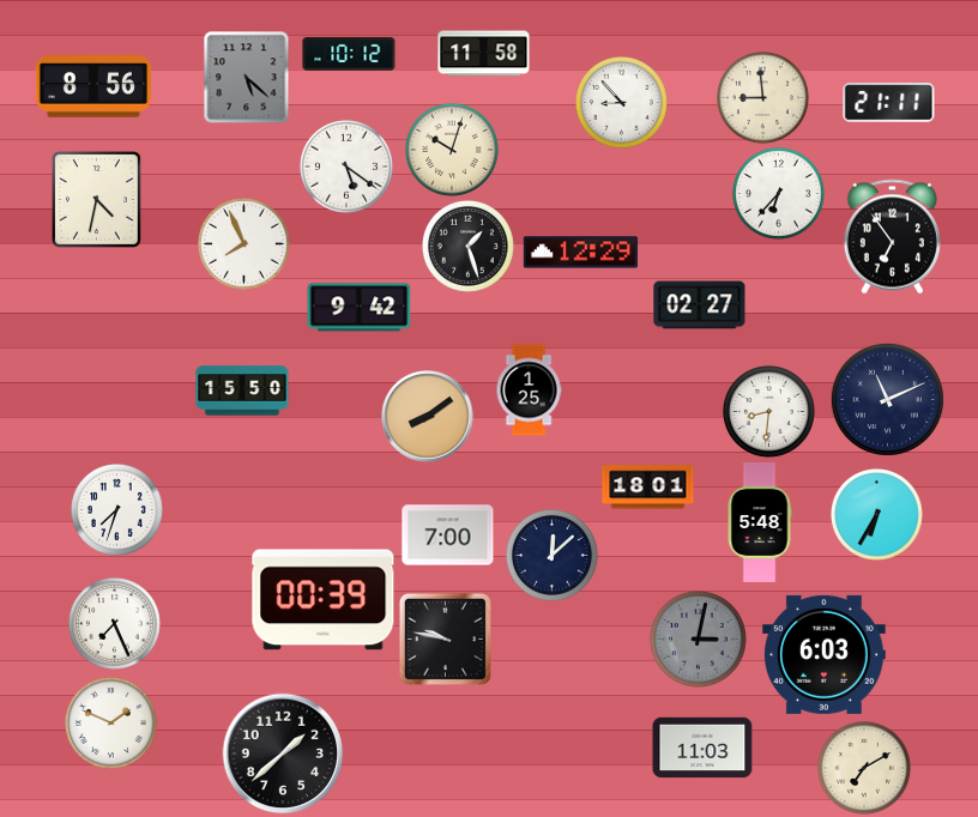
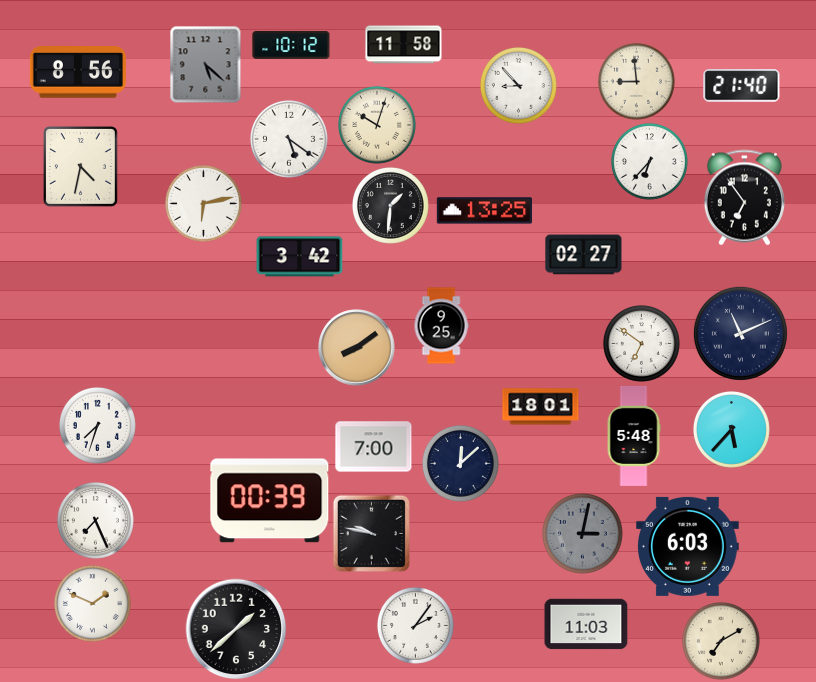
clock at (889, 103): 21:11 -> 21:40
clock at (244, 244): 7:56 -> 6:13
clock at (469, 247): 1:27 -> 1:31
clock at (580, 253): 12:29 -> 13:25
clock at (360, 308): 9:42 -> 3:42
clock at (242, 391): 15:50 -> none
clock at (529, 391): 1:25 -> 9:25
clock at (769, 412): 8:31 -> 6:51
clock at (877, 515): 6:35 -> 5:37
clock at (416, 626): none -> 2:06
